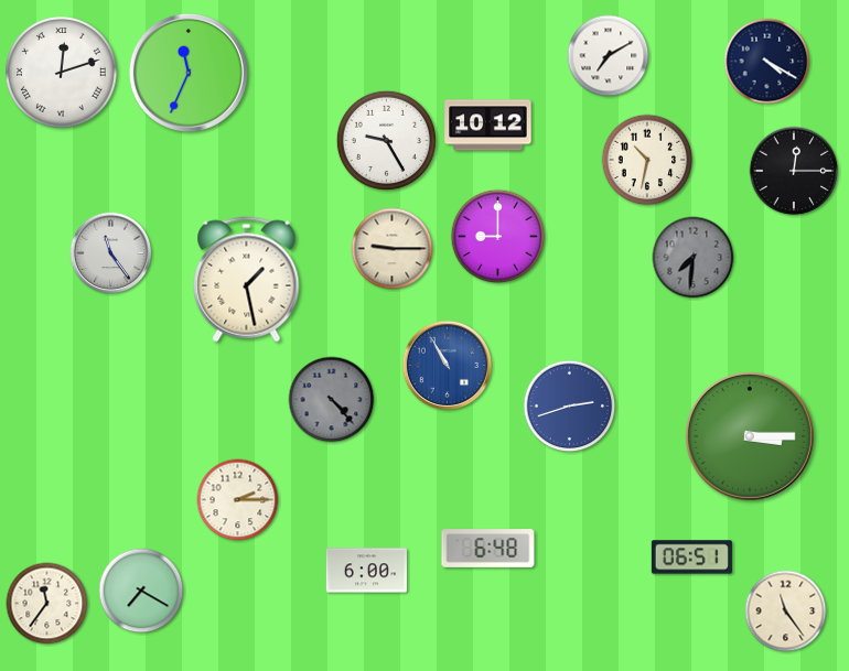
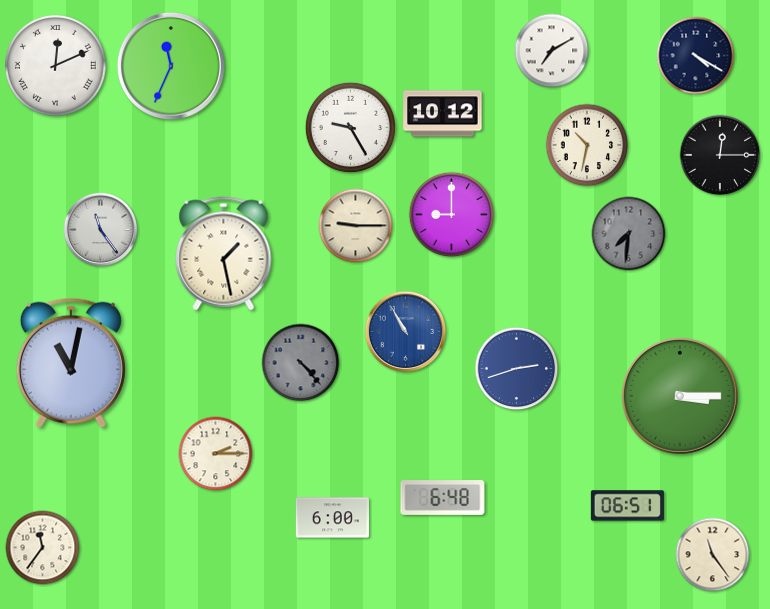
clock at (62, 73): 12:12 -> 12:11
clock at (71, 363): none -> 11:02
clock at (141, 591): 7:20 -> none
